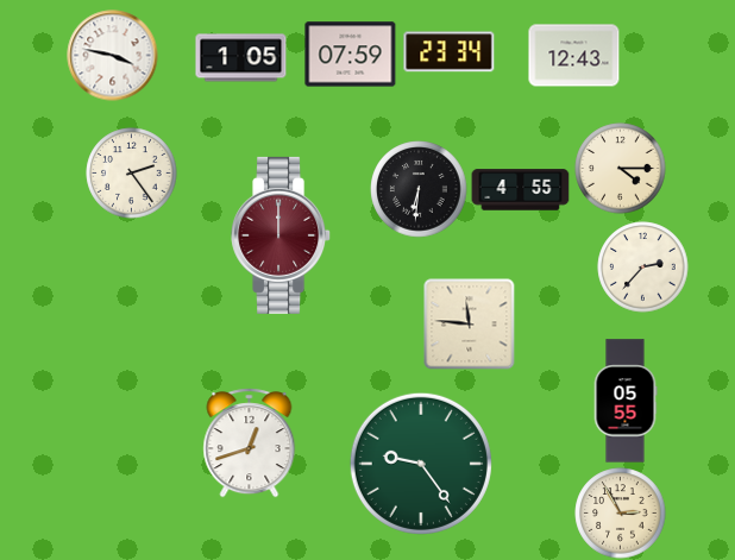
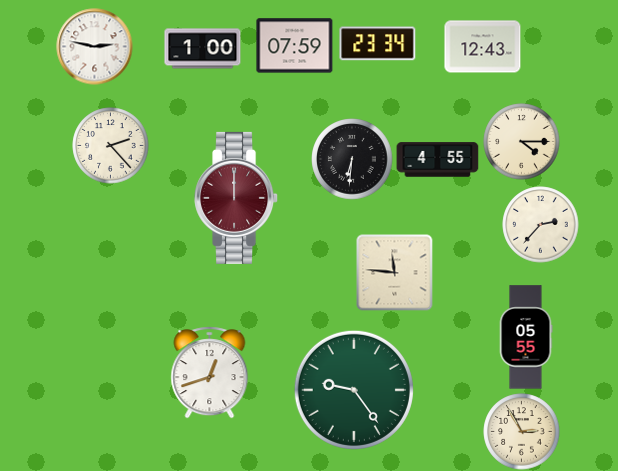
clock at (113, 56): 3:47 -> 2:47
clock at (241, 58): 1:05 -> 1:00
clock at (132, 174): 2:24 -> 2:23
